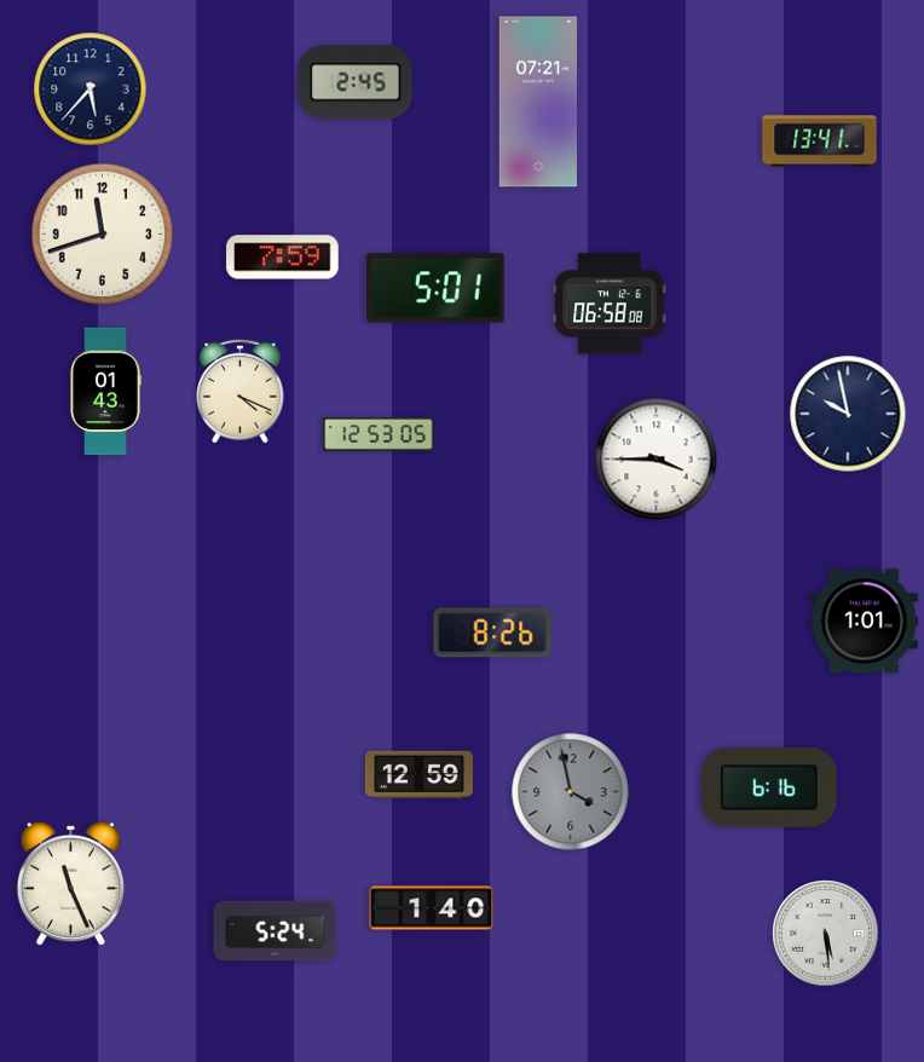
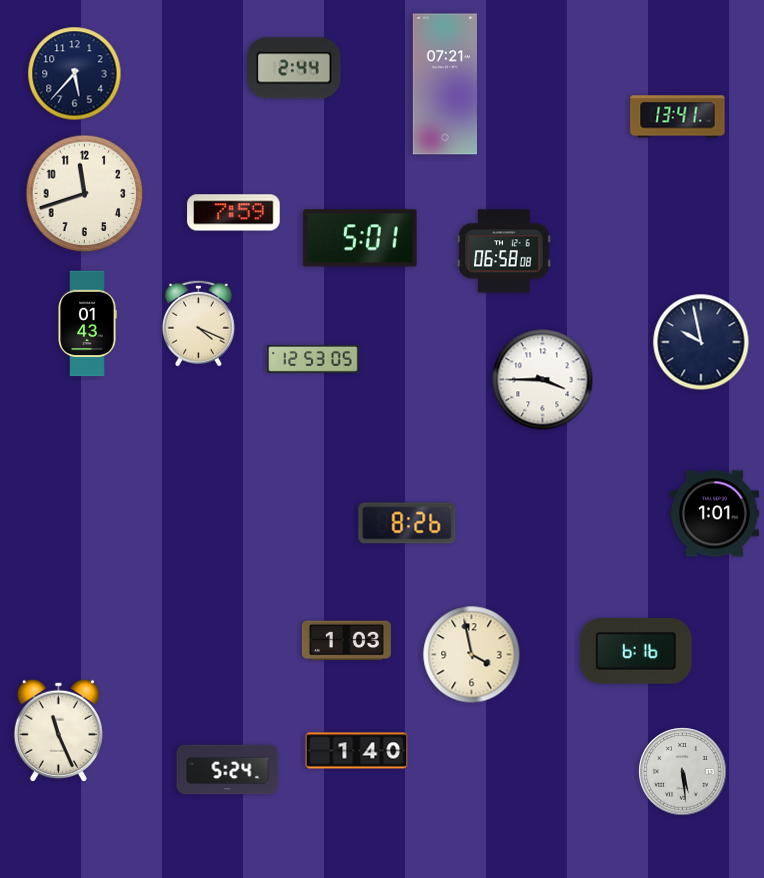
clock at (356, 82): 2:45 -> 2:44
clock at (418, 775): 12:59 -> 1:03
clock at (571, 792) dial: grey -> cream
